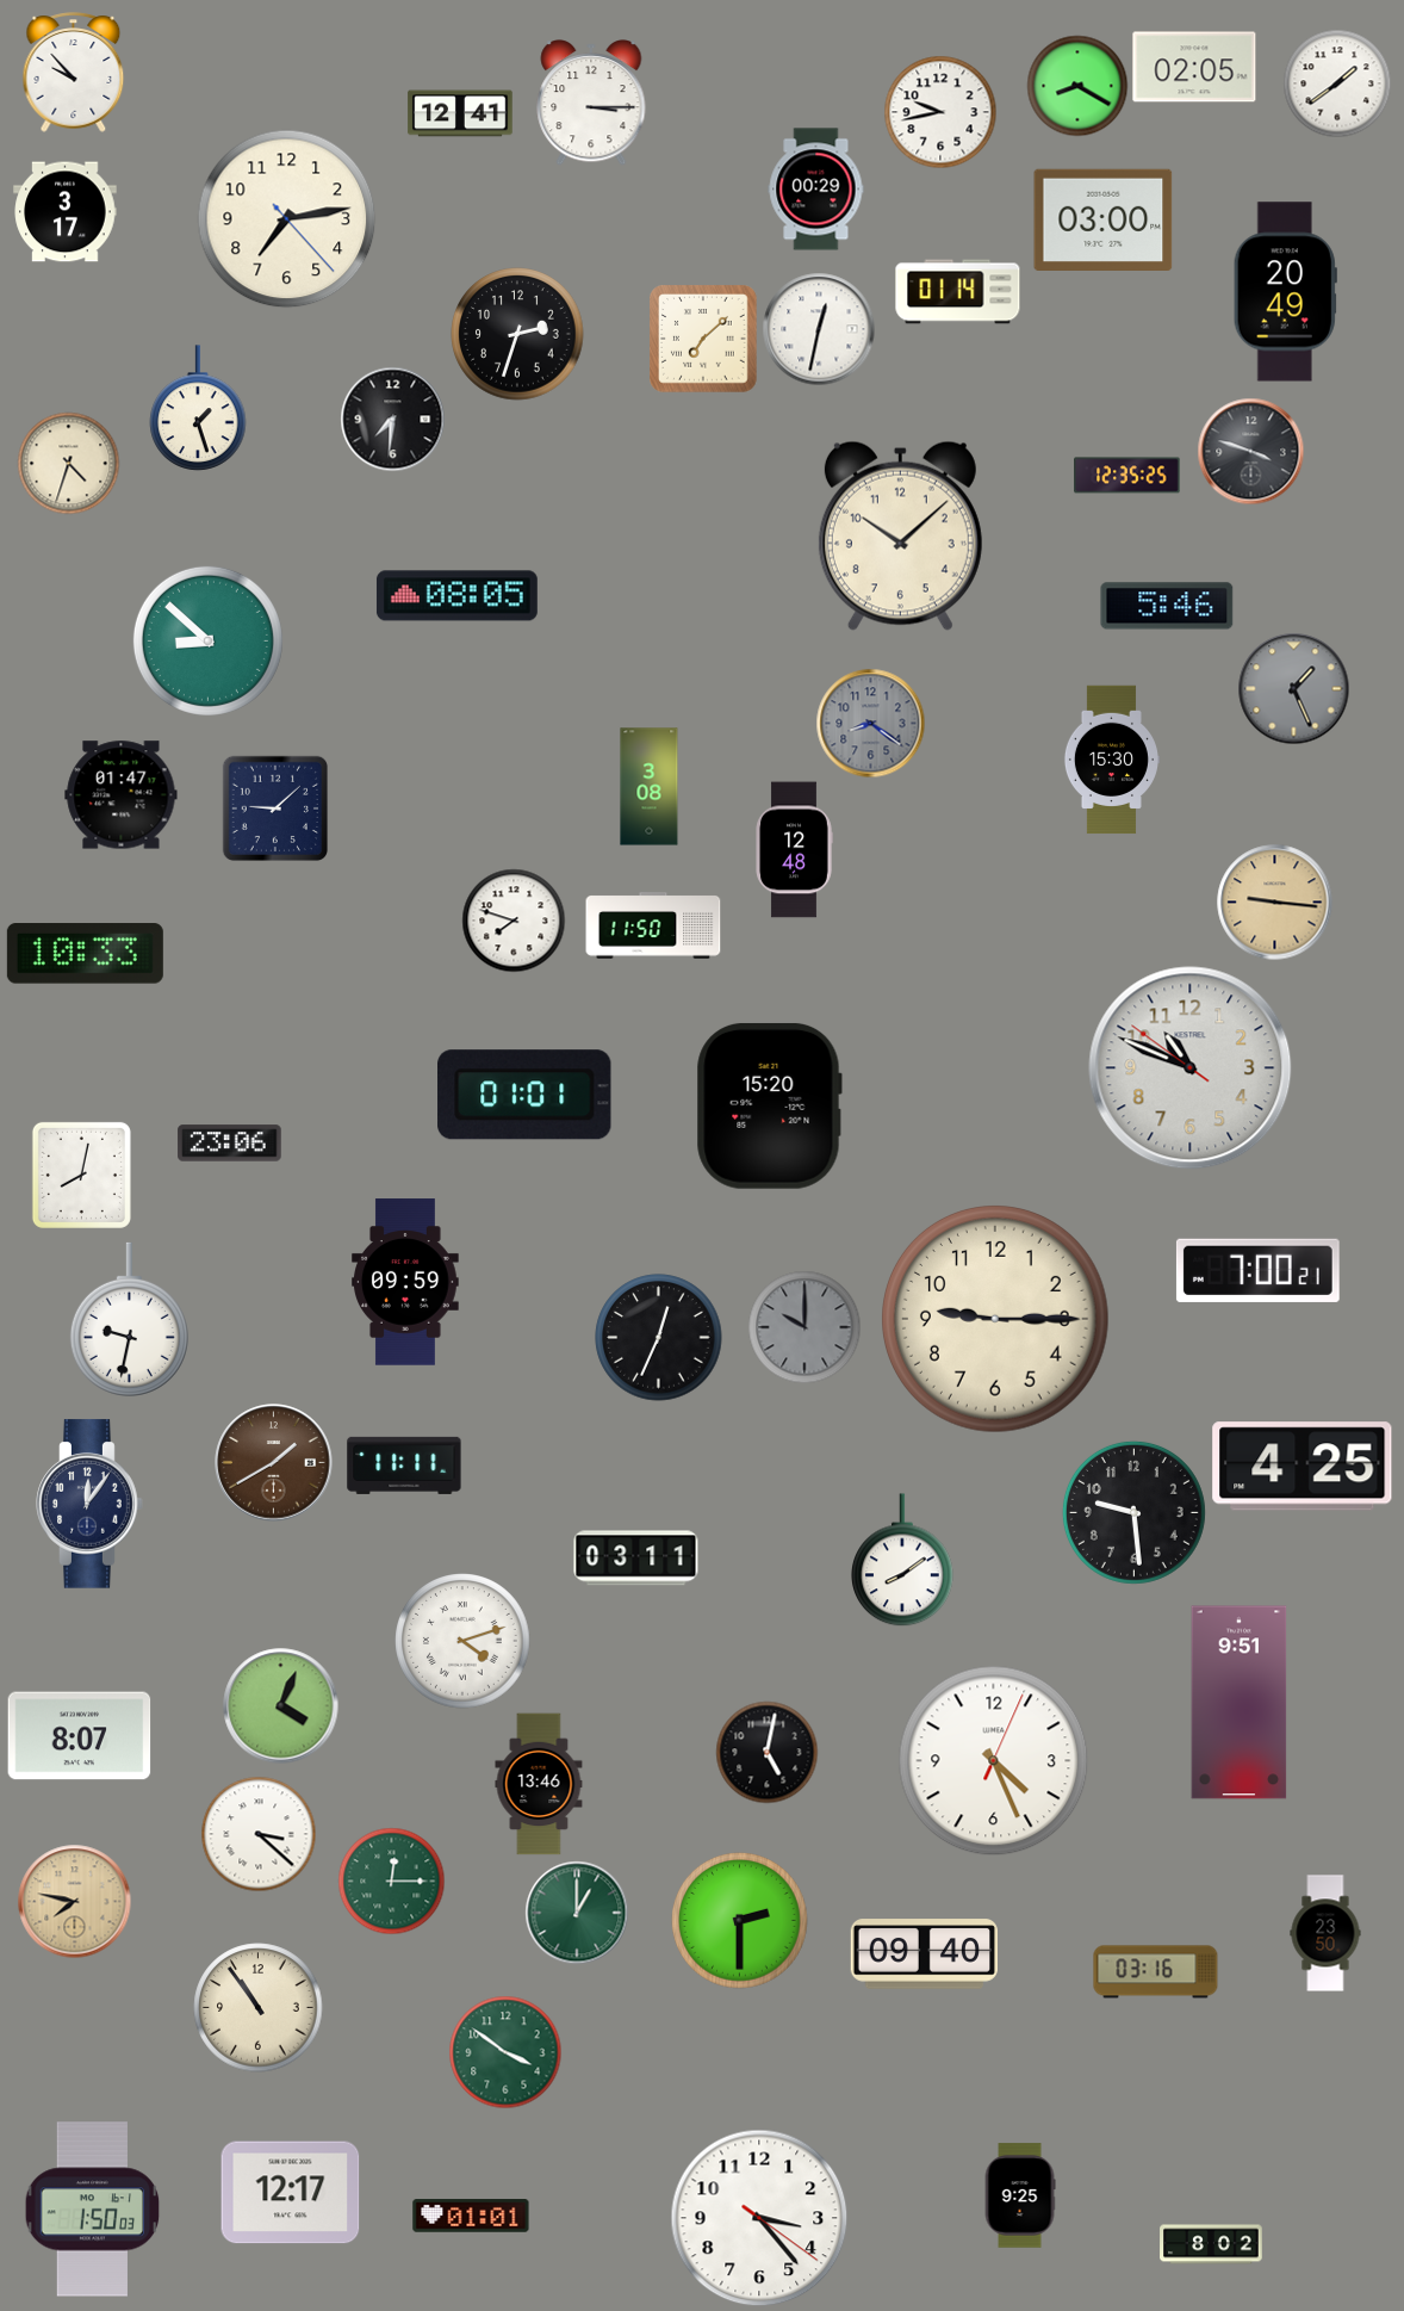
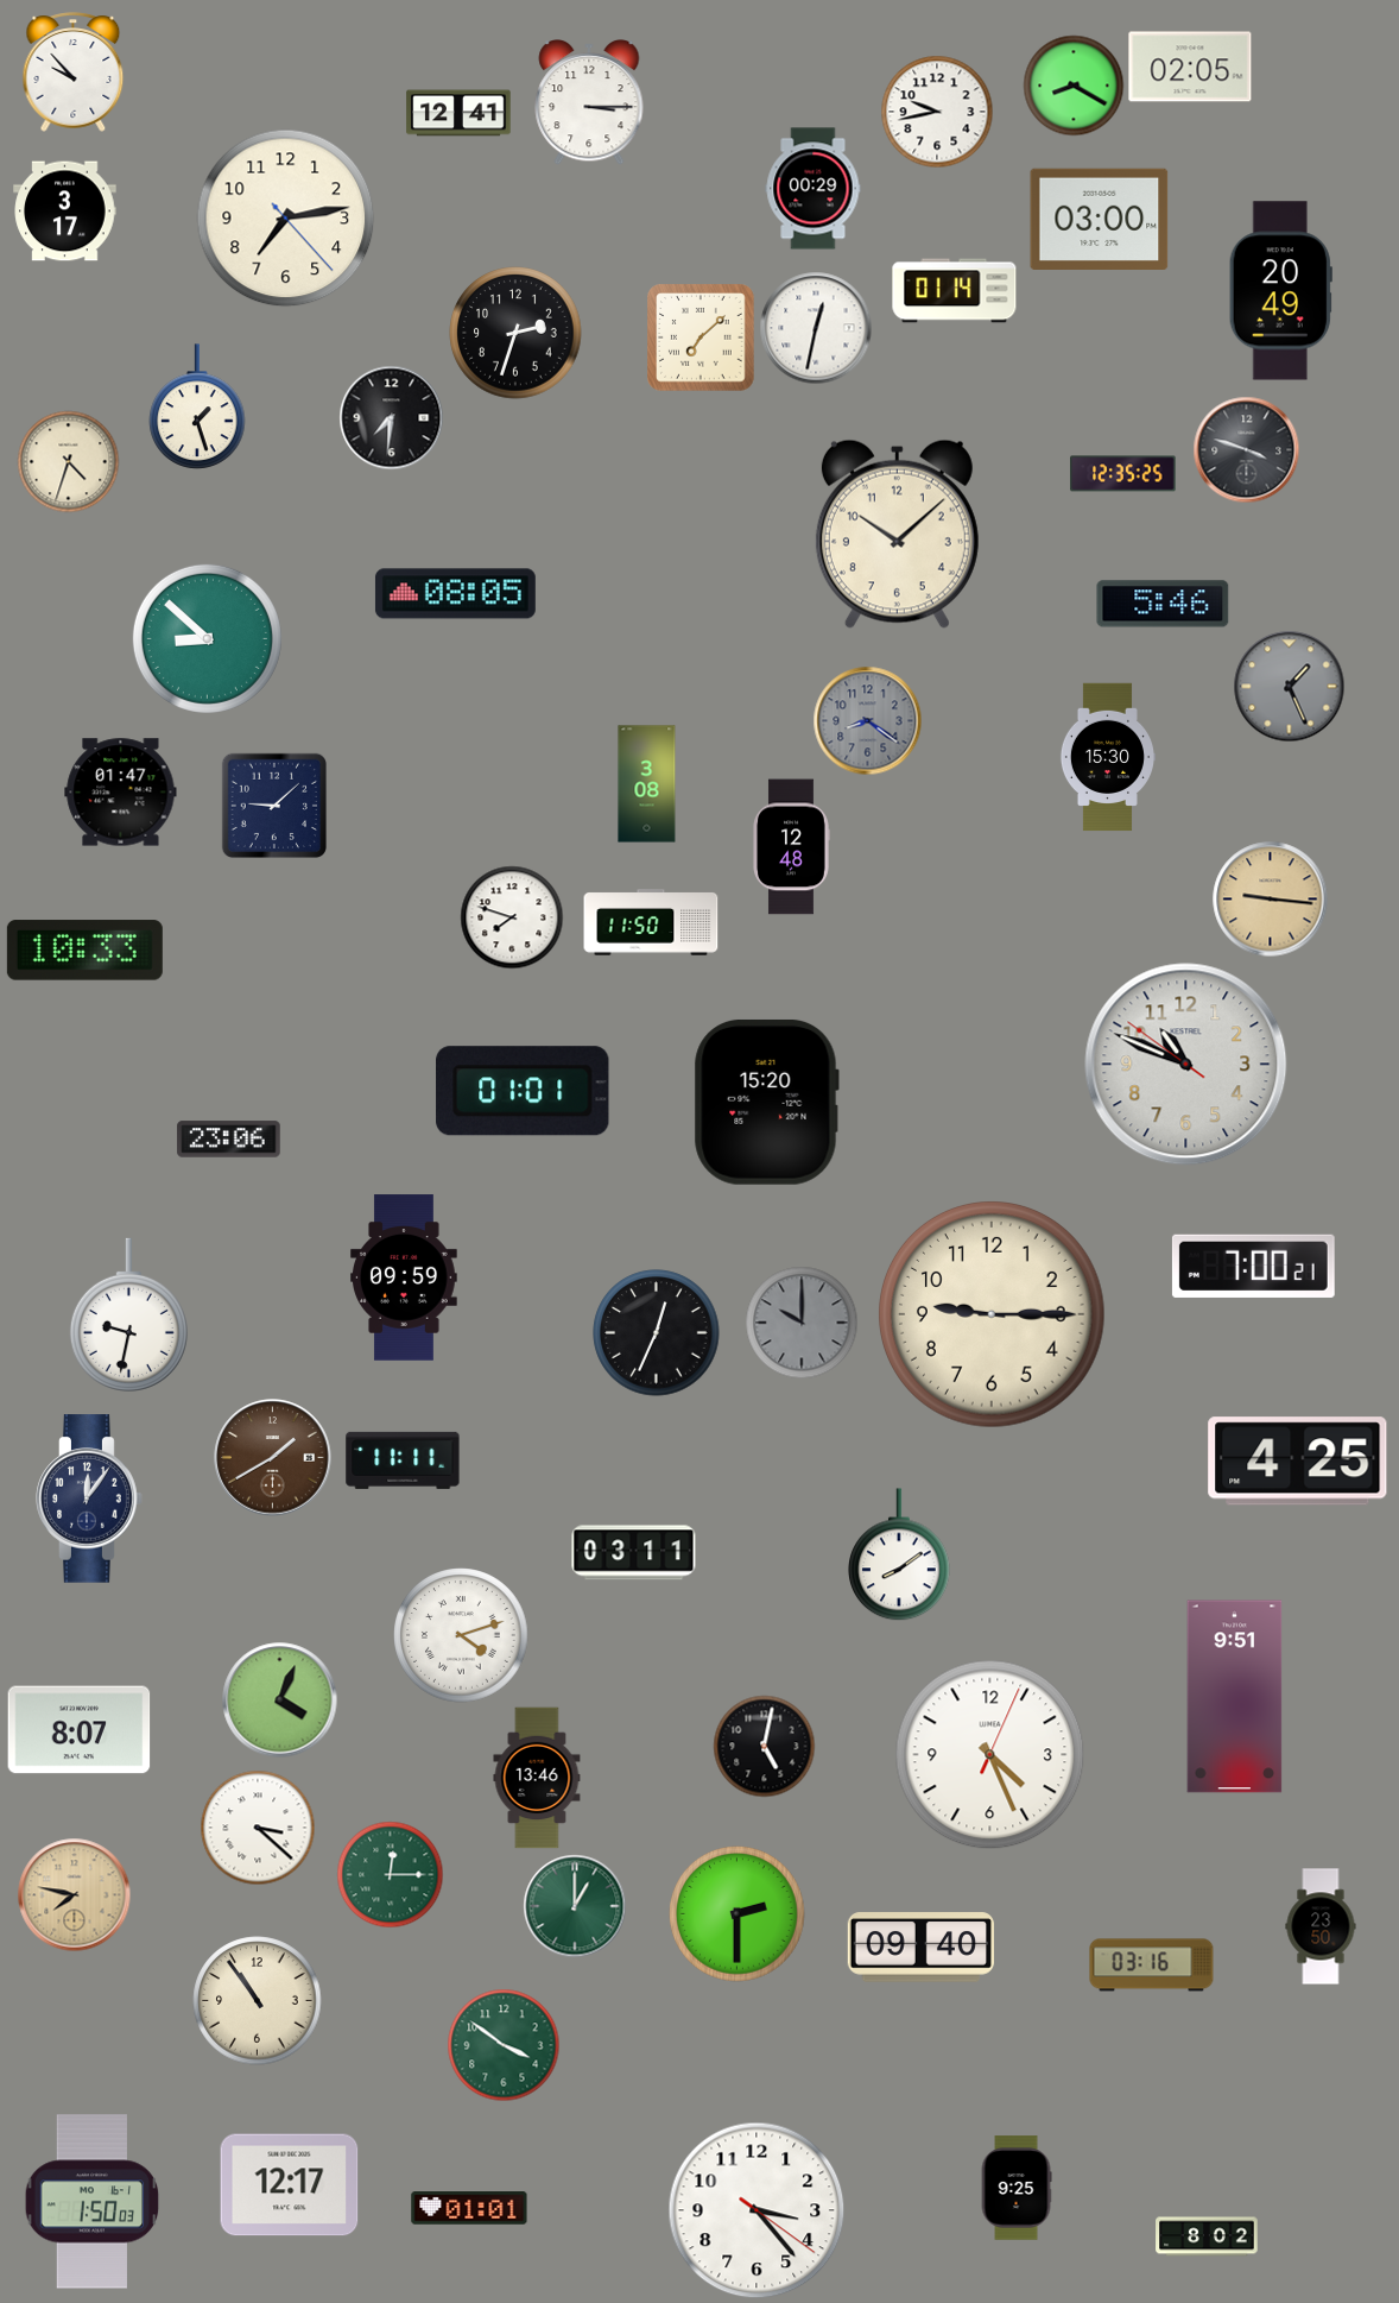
clock at (1337, 83): 1:39 -> none
clock at (81, 1175): 8:02 -> none
clock at (1133, 1512): 9:29 -> none
